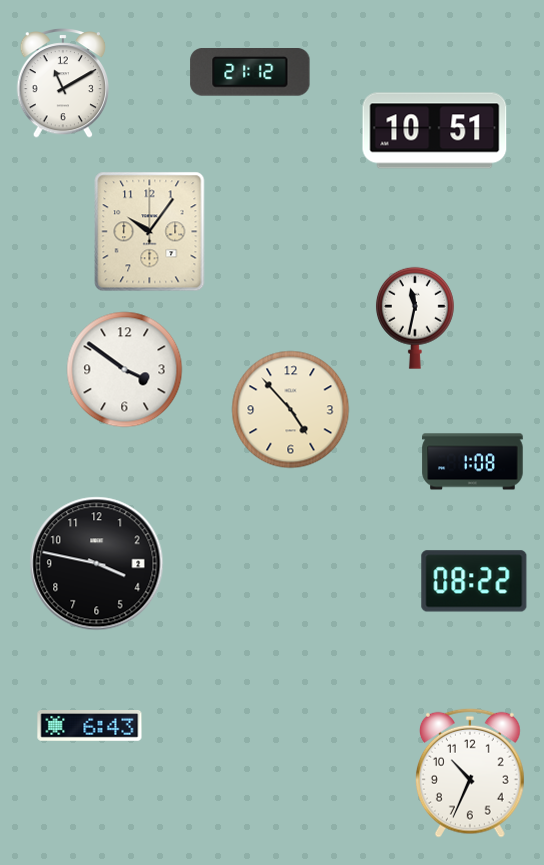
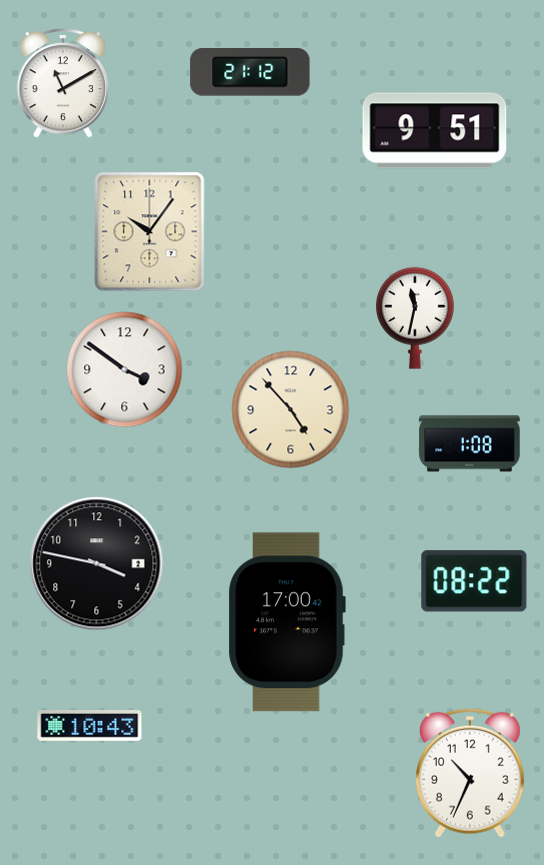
clock at (435, 131): 10:51 -> 9:51
clock at (473, 462) position: (473, 462) -> (470, 444)
clock at (287, 622): none -> 17:00
clock at (90, 726): 6:43 -> 10:43
